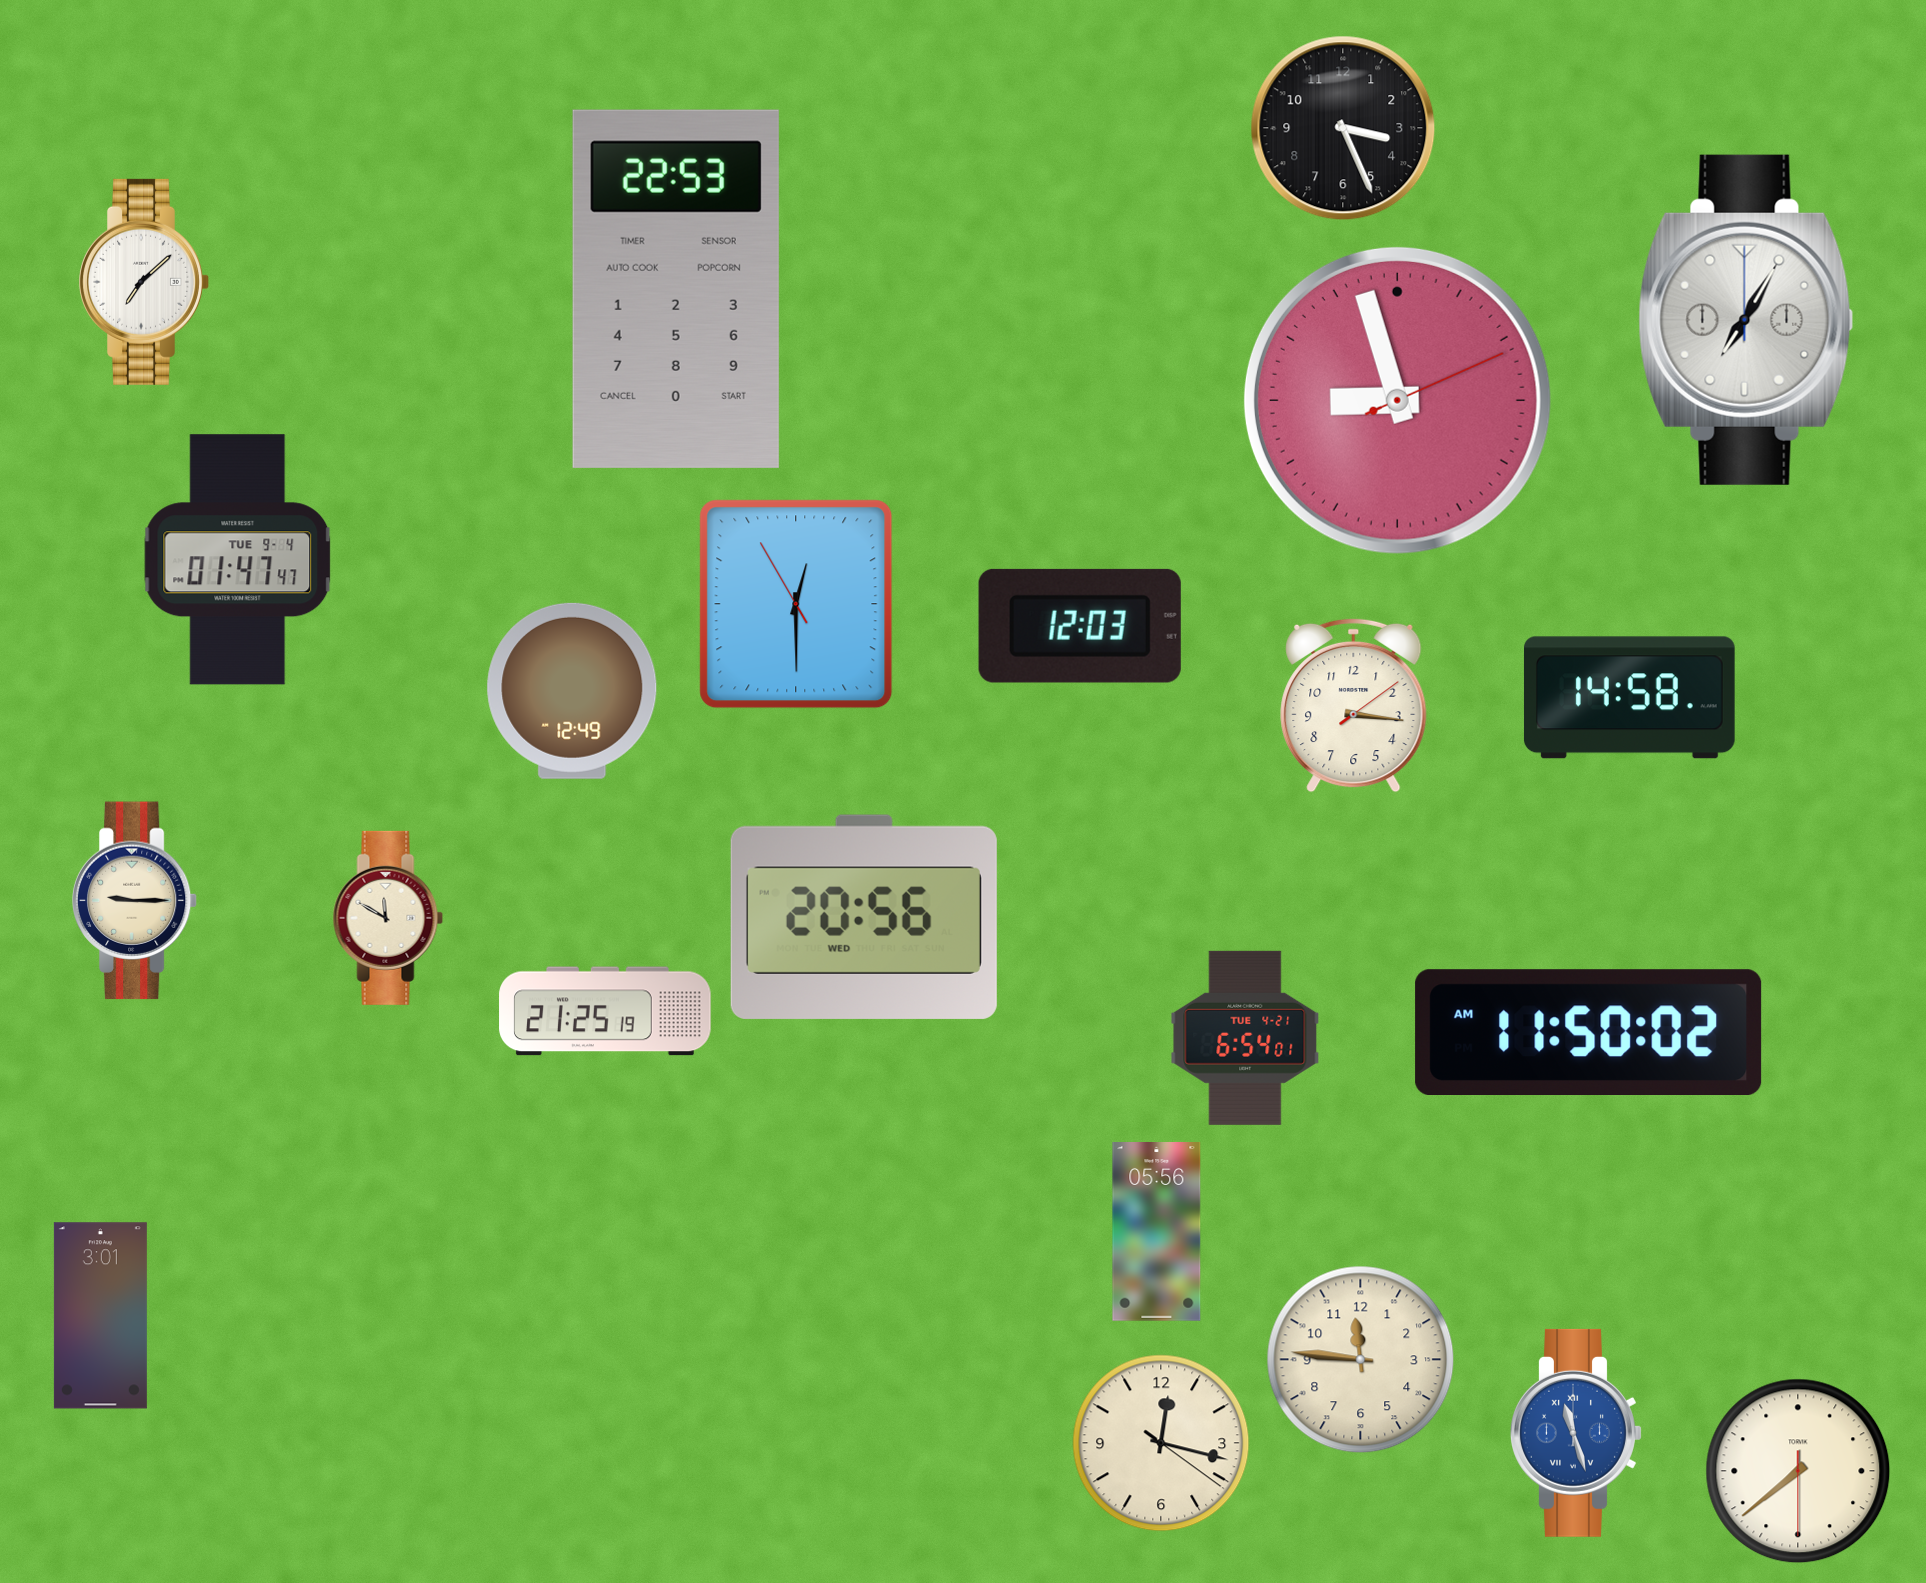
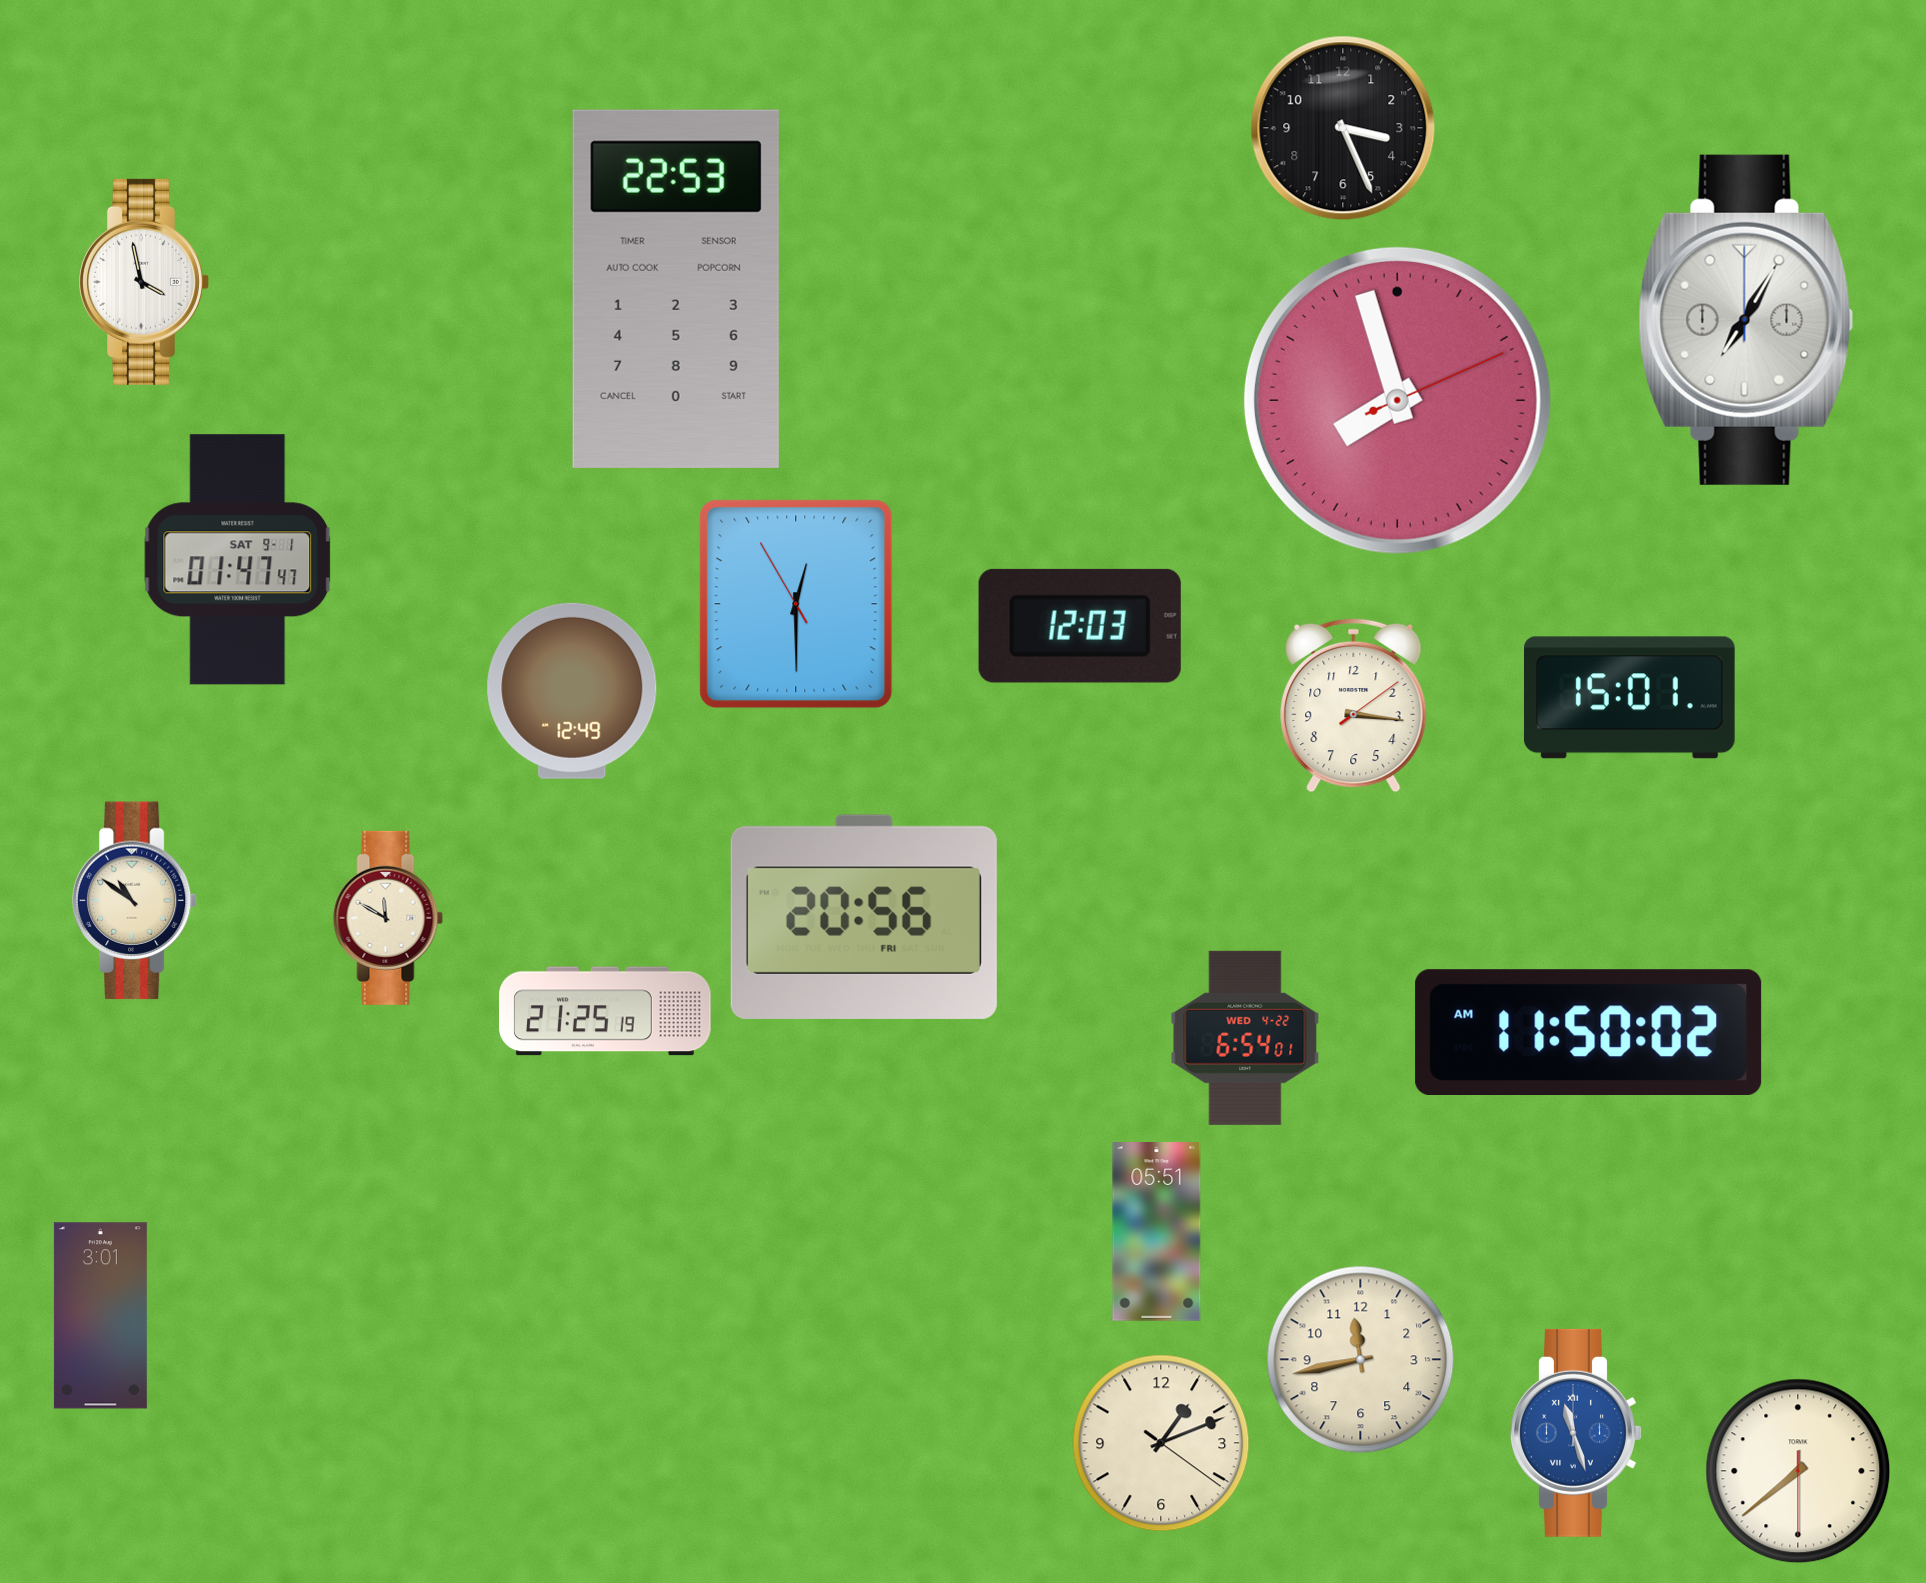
clock at (145, 282): 7:08 -> 3:58
clock at (1397, 400): 8:57 -> 7:57
clock at (238, 560) date: TUE 9-4 -> SAT 9-1
clock at (1629, 698): 14:58 -> 15:01
clock at (135, 901): 9:15 -> 10:51
clock at (864, 917) date: WED -> FRI
clock at (1245, 1038) date: TUE 4-21 -> WED 4-22
clock at (1157, 1232): 05:56 -> 05:51
clock at (1361, 1360): 11:46 -> 11:43
clock at (1161, 1443): 12:17 -> 1:11
